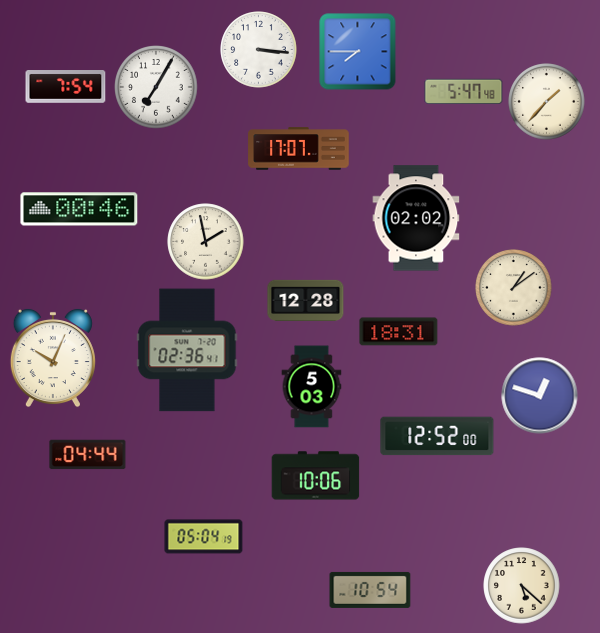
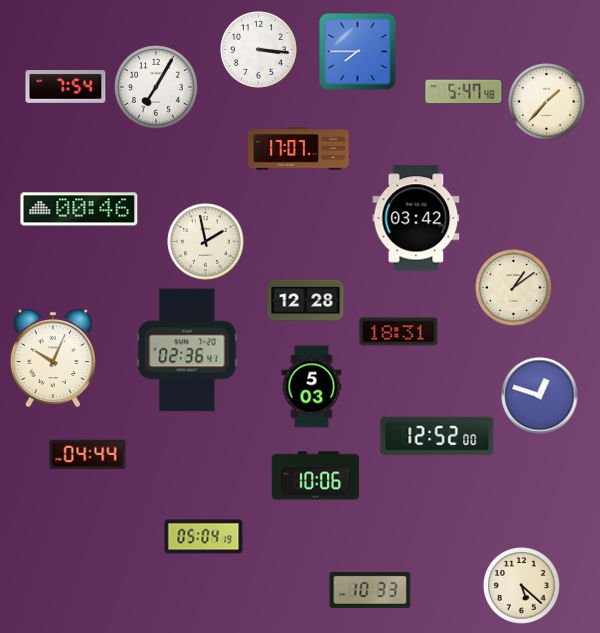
clock at (416, 218): 02:02 -> 03:42
clock at (370, 590): 10:54 -> 10:33
